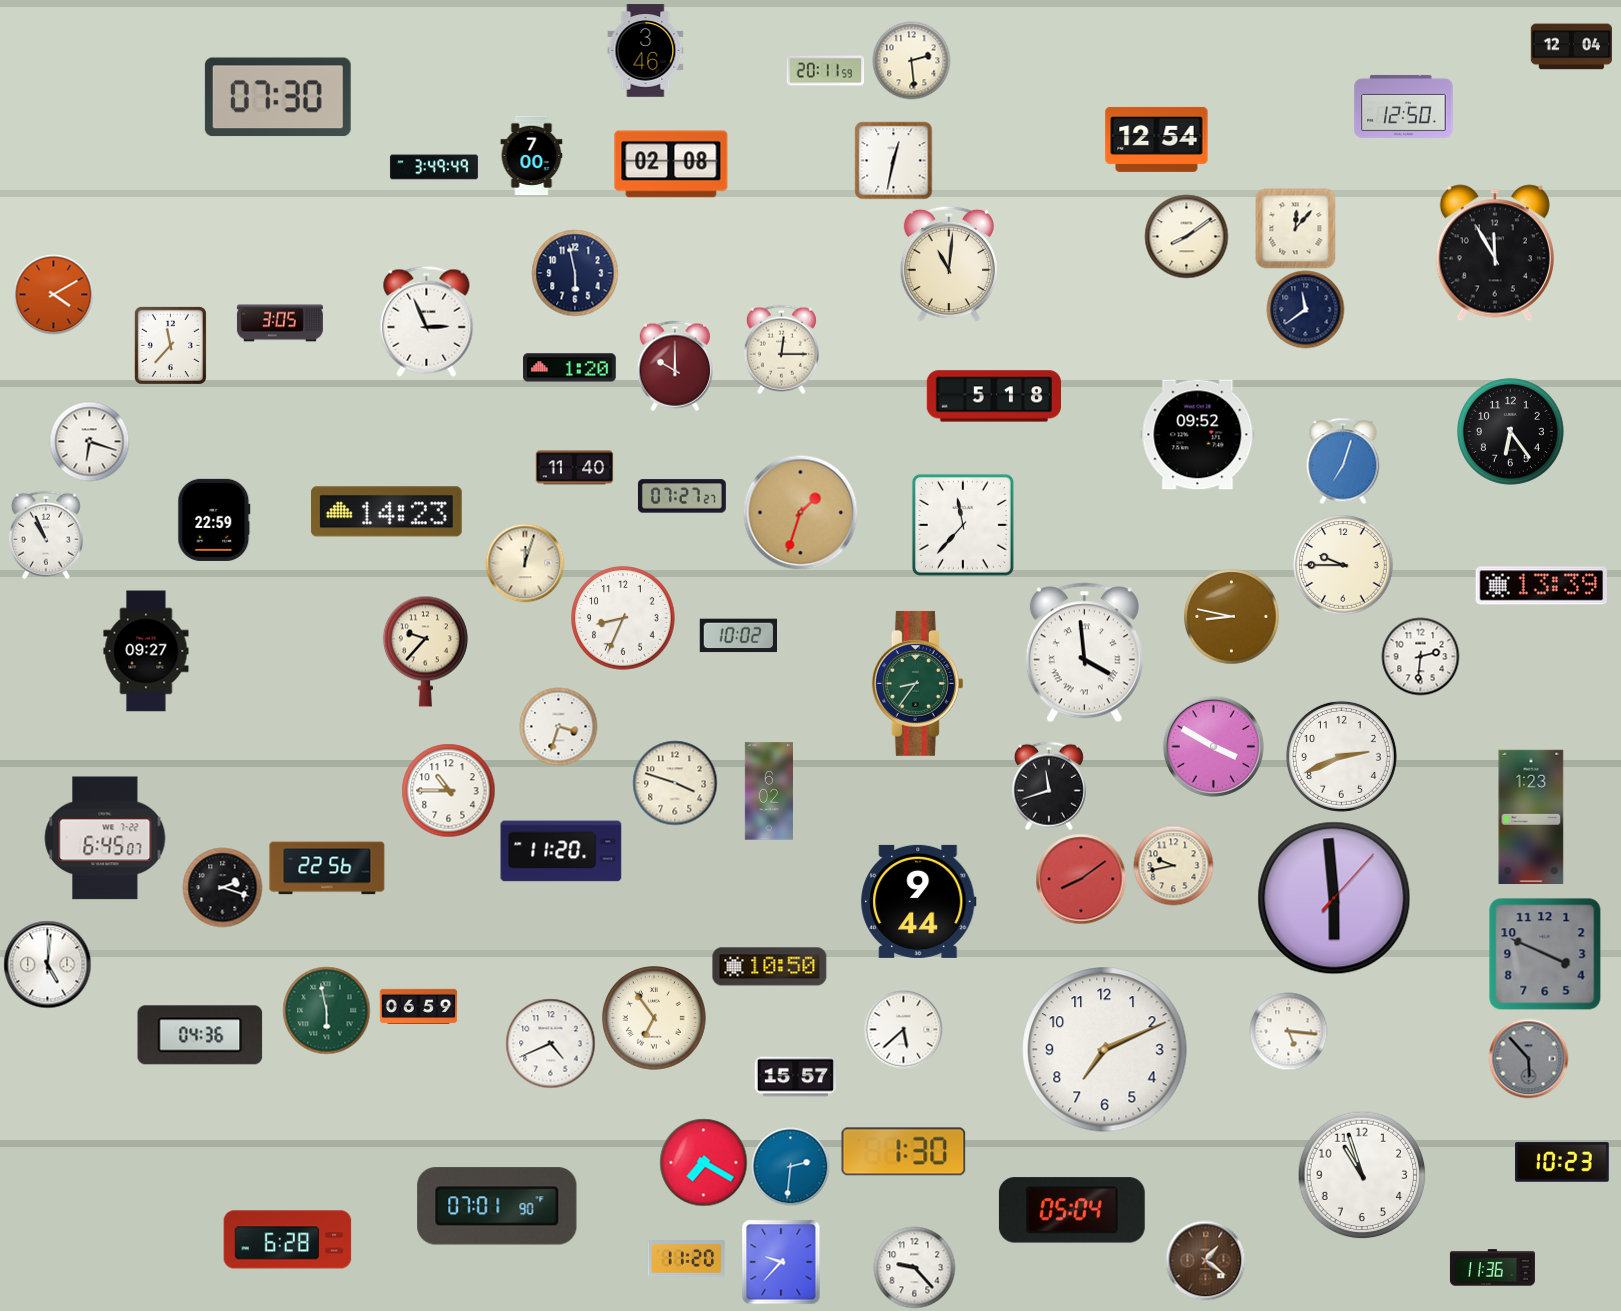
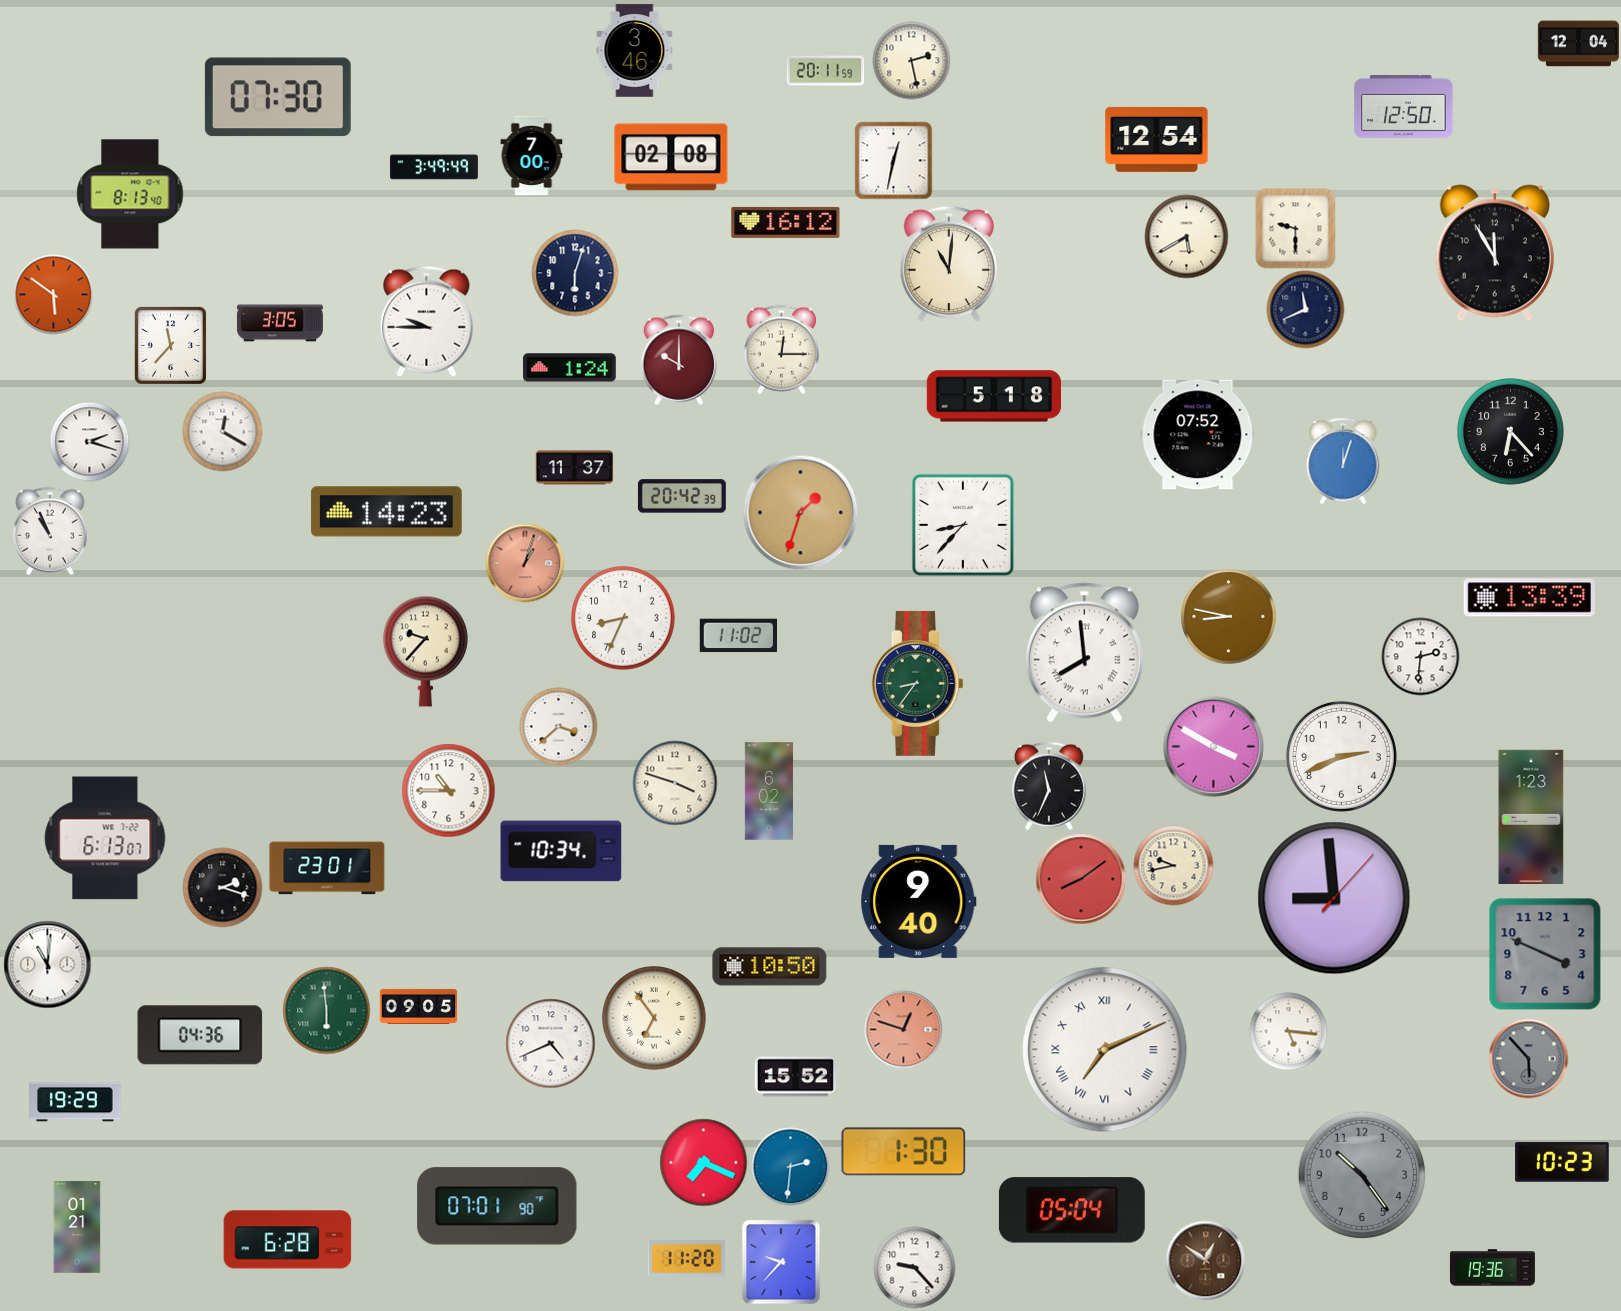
clock at (1571, 47) position: (1571, 47) -> (1578, 44)
clock at (646, 51) position: (646, 51) -> (635, 51)
clock at (911, 60): 2:29 -> 2:28
clock at (671, 164) position: (671, 164) -> (671, 157)
clock at (130, 194): none -> 8:13
clock at (786, 222): none -> 16:12
clock at (1295, 228): 12:07 -> 9:30
clock at (1186, 236): 8:09 -> 5:40
clock at (575, 273): 5:58 -> 6:03
clock at (53, 294): 4:10 -> 5:51
clock at (1305, 309): 11:39 -> 11:41
clock at (427, 321): 2:56 -> 9:45
clock at (675, 366) position: (675, 366) -> (679, 360)
clock at (570, 368): 1:20 -> 1:24
clock at (222, 431): none -> 12:20
clock at (1510, 431): 6:24 -> 6:23
clock at (1198, 435): 09:52 -> 07:52
clock at (89, 441): 6:18 -> 2:18
clock at (1343, 461): 7:03 -> 12:03
clock at (574, 468): 11:40 -> 11:37
clock at (682, 496): 07:27 -> 20:42
clock at (214, 520): 22:59 -> none
clock at (963, 525): 11:37 -> 8:37
clock at (46, 535) position: (46, 535) -> (50, 531)
clock at (525, 563): 12:03 -> 1:03
clock at (525, 563) dial: cream -> salmon
clock at (1343, 565): 9:45 -> none
clock at (1541, 586) position: (1541, 586) -> (1529, 598)
clock at (1231, 616) position: (1231, 616) -> (1228, 616)
clock at (738, 636): 10:02 -> 11:02
clock at (146, 651): 09:27 -> none
clock at (1084, 653): 3:59 -> 7:59
clock at (558, 726): 3:33 -> 3:38
clock at (1049, 786): 11:42 -> 11:34
clock at (105, 838): 6:45 -> 6:13
clock at (561, 851): 11:20 -> 10:34
clock at (327, 868): 22:56 -> 23:01
clock at (1334, 898): 5:59 -> 8:59
clock at (919, 901): 9:44 -> 9:40
clock at (47, 964): 5:01 -> 11:01
clock at (418, 1006): 06:59 -> 09:05
clock at (326, 1010): 5:58 -> 5:59
clock at (903, 1029): 5:38 -> 12:48
clock at (903, 1029) dial: white -> salmon
clock at (1105, 1050) numerals: Arabic -> Roman
clock at (795, 1077): 15:57 -> 15:52
clock at (75, 1102): none -> 19:29
clock at (703, 1162): 7:20 -> 7:19
clock at (1362, 1175): 10:57 -> 10:24
clock at (1362, 1175) dial: white -> grey
clock at (77, 1227): none -> 01:21
clock at (1205, 1260): 1:21 -> 12:51
clock at (1492, 1268): 11:36 -> 19:36
